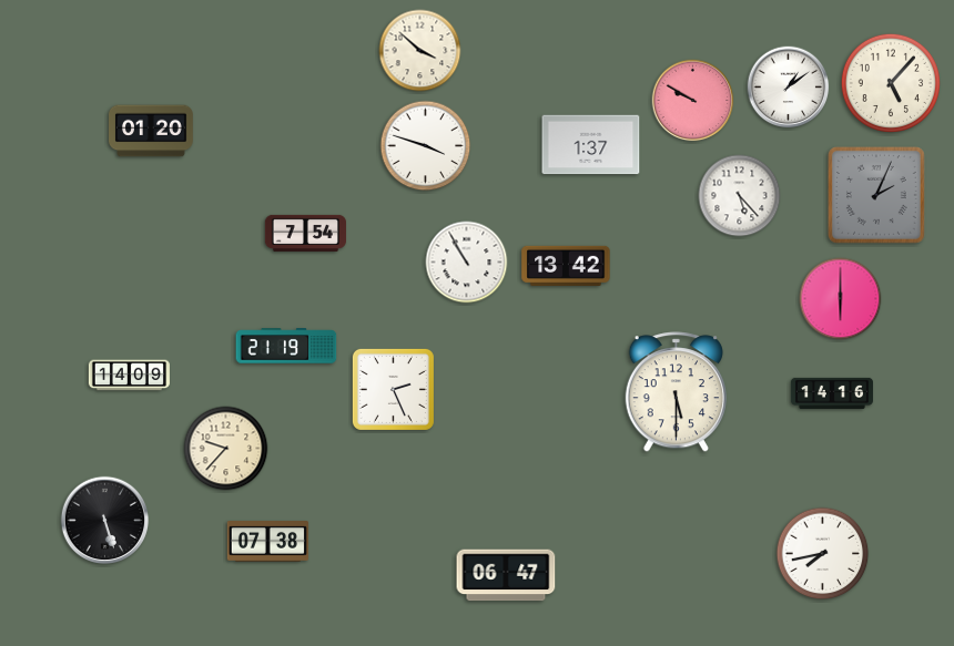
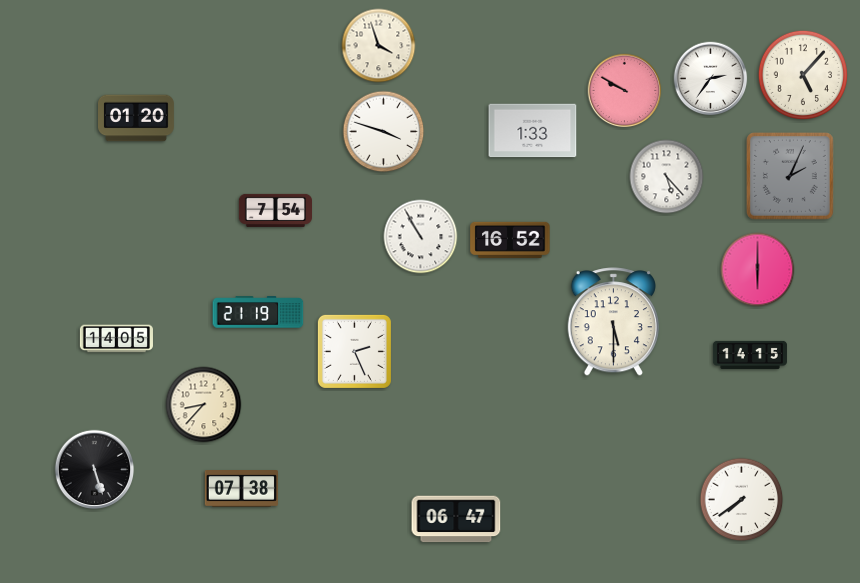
clock at (420, 51): 3:52 -> 3:57
clock at (789, 88): 1:09 -> 2:36
clock at (591, 145): 1:37 -> 1:33
clock at (566, 266): 13:42 -> 16:52
clock at (129, 376): 14:09 -> 14:05
clock at (676, 392) position: (676, 392) -> (613, 322)
clock at (832, 393): 14:16 -> 14:15
clock at (226, 449): 9:37 -> 8:37
clock at (823, 554): 7:43 -> 7:39
